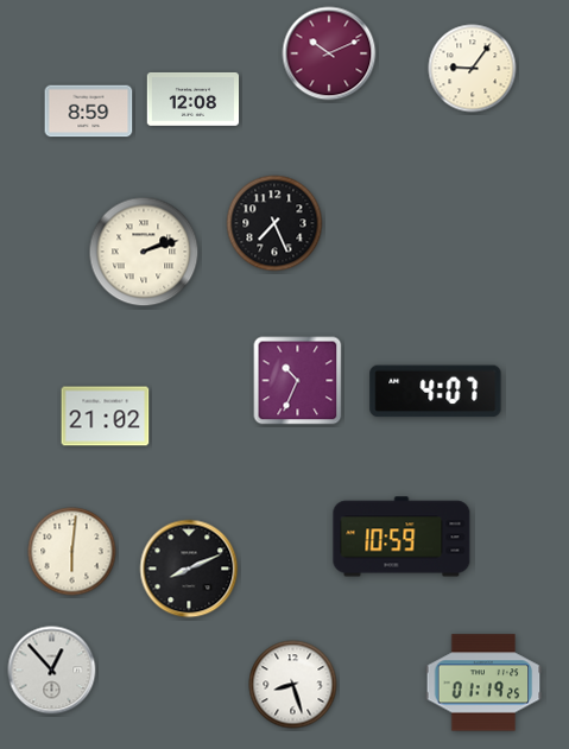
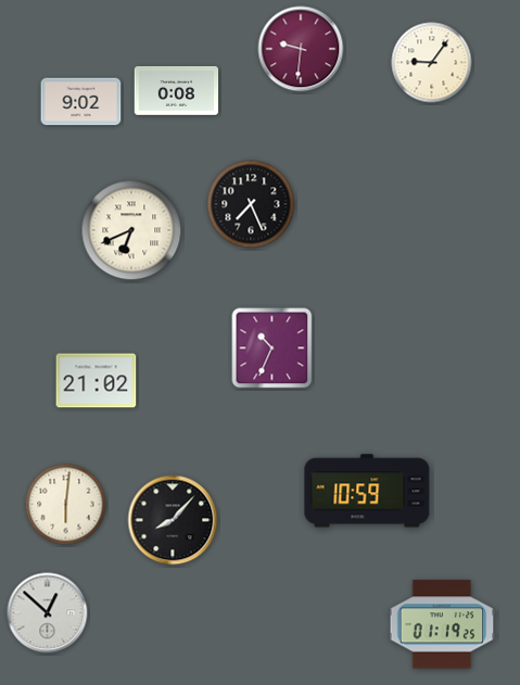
clock at (329, 53): 10:11 -> 9:31
clock at (194, 99): 12:08 -> 0:08
clock at (89, 112): 8:59 -> 9:02
clock at (144, 252): 2:12 -> 6:41
clock at (436, 392): 4:07 -> none
clock at (189, 569): 8:11 -> 8:07
clock at (52, 671): 12:53 -> 12:52
clock at (293, 685): 8:27 -> none
